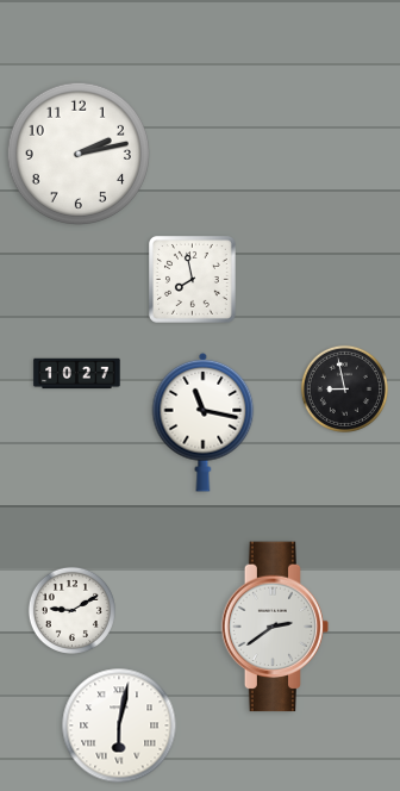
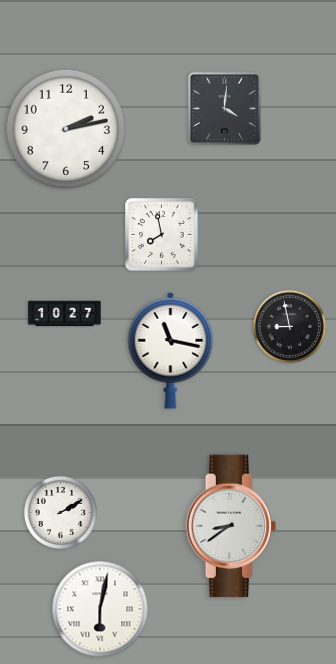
clock at (225, 109): none -> 4:01
clock at (204, 422) position: (204, 422) -> (171, 350)
clock at (71, 610): 9:10 -> 2:10
clock at (275, 627): 2:39 -> 8:39
